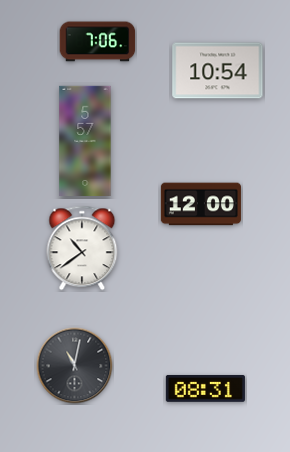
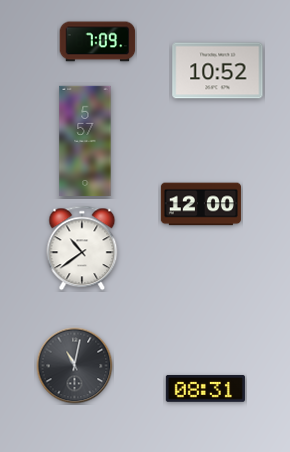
clock at (98, 42): 7:06 -> 7:09
clock at (218, 71): 10:54 -> 10:52
